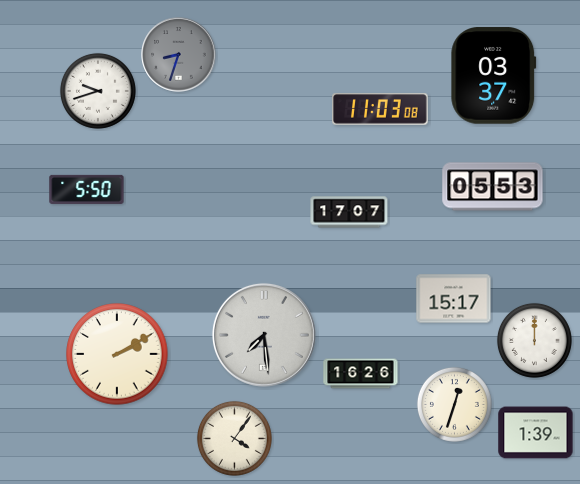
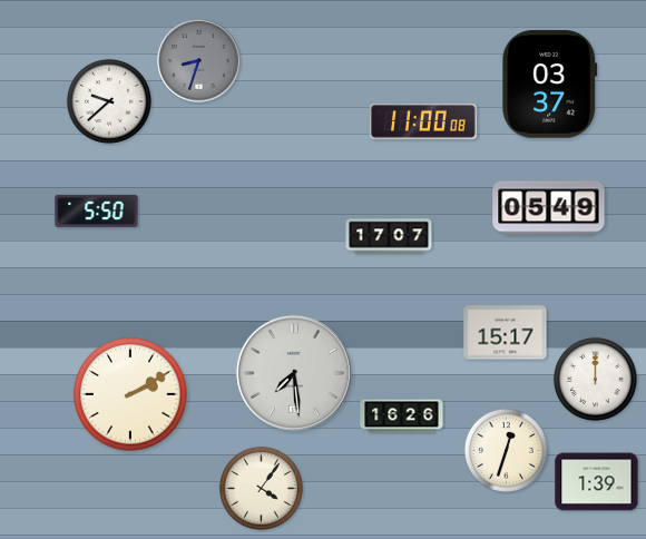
clock at (98, 91): 9:42 -> 9:38
clock at (380, 109): 11:03 -> 11:00
clock at (493, 187): 05:53 -> 05:49
